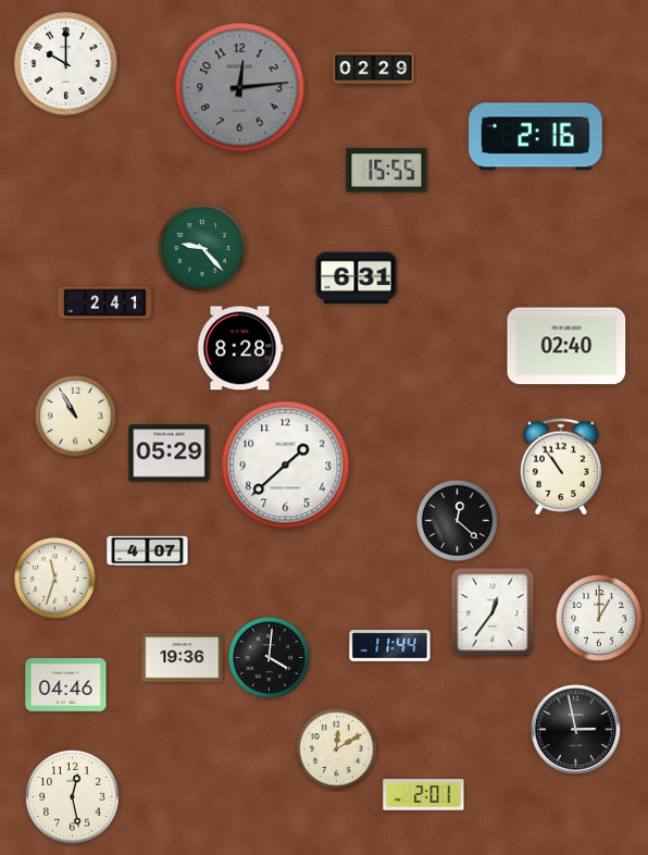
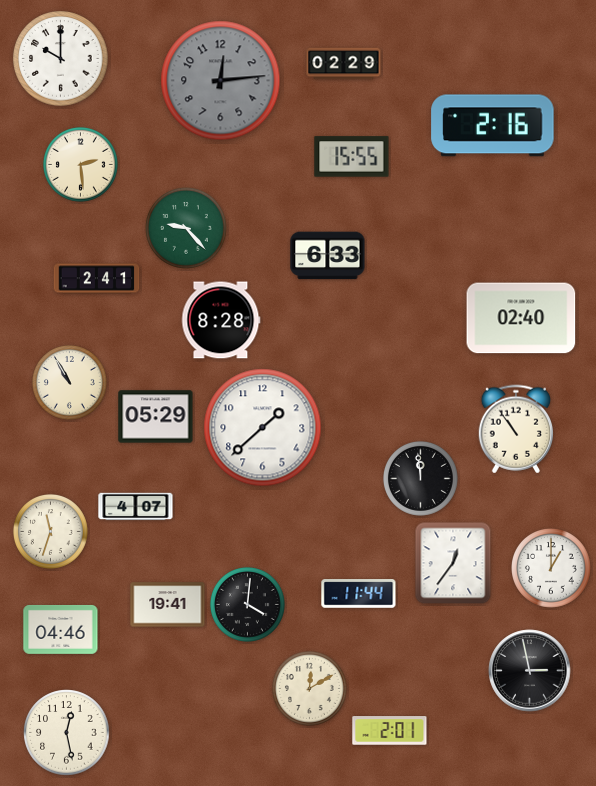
clock at (387, 171) position: (387, 171) -> (352, 157)
clock at (80, 164): none -> 2:29
clock at (357, 278): 6:31 -> 6:33
clock at (457, 520): 12:22 -> 11:59
clock at (183, 658): 19:36 -> 19:41
